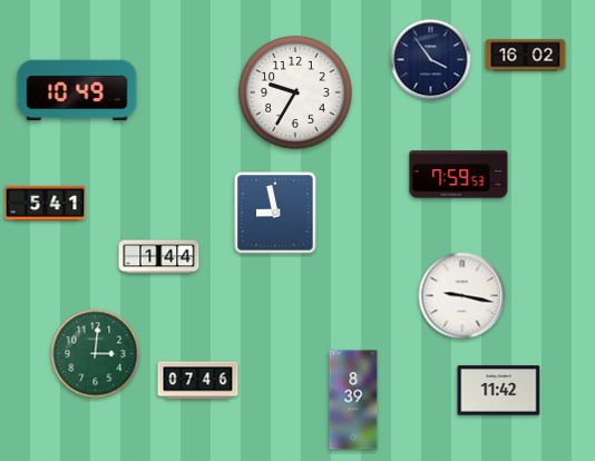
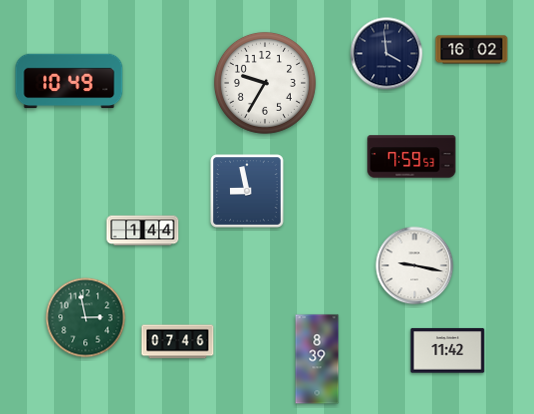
clock at (431, 60): 3:54 -> 3:59
clock at (46, 204): 5:41 -> none
clock at (96, 354): 3:01 -> 2:58
